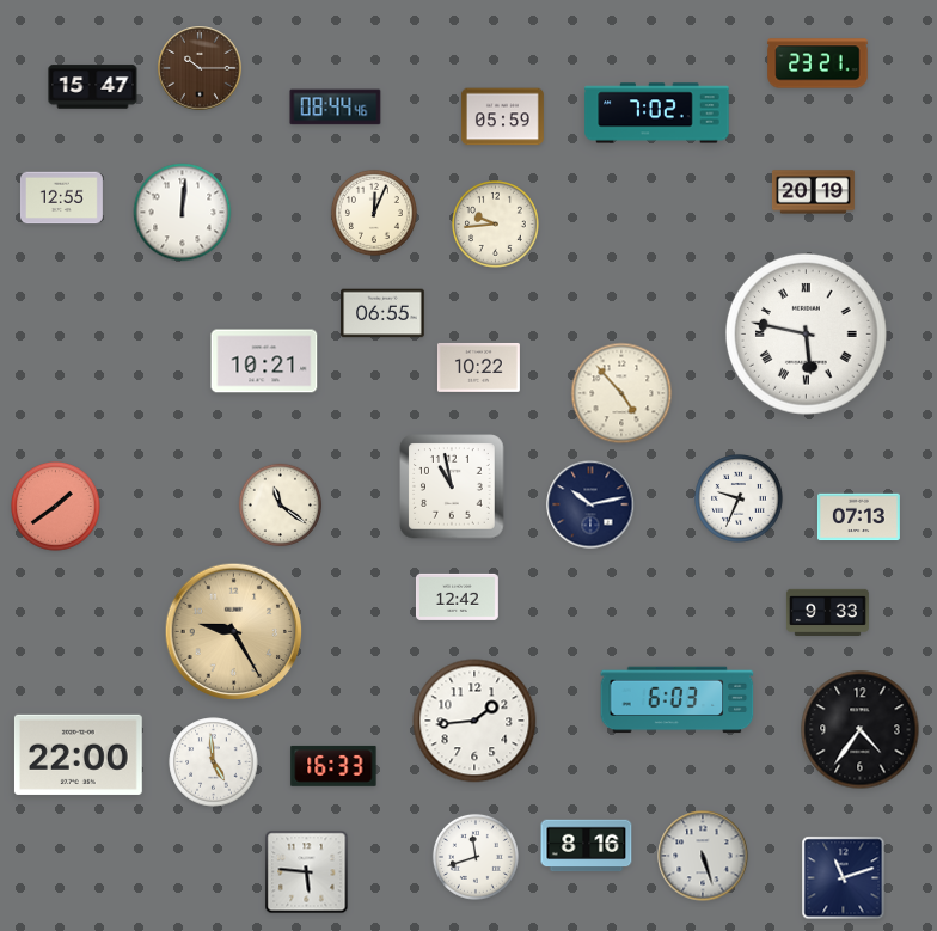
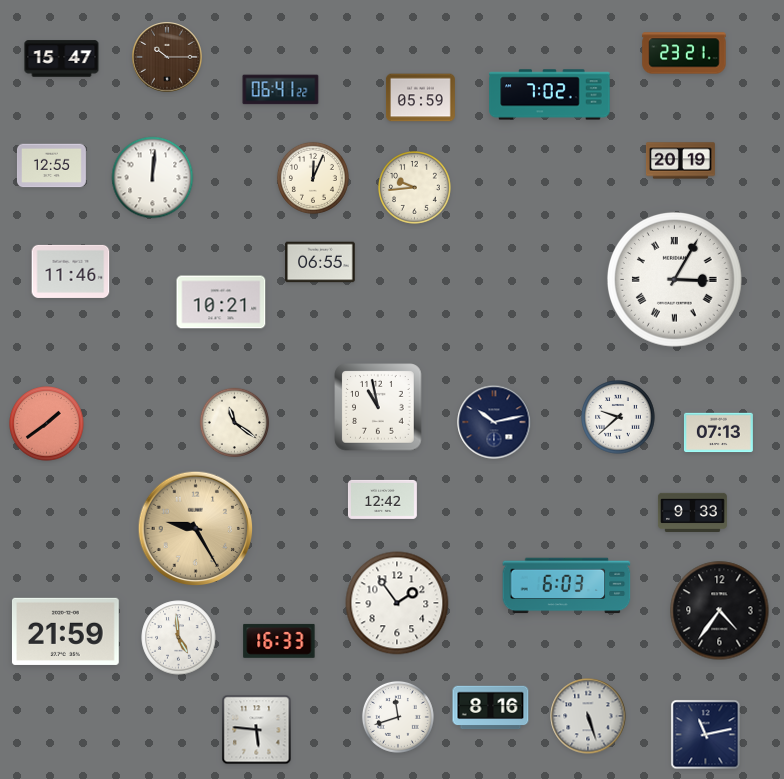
clock at (93, 87) position: (93, 87) -> (62, 59)
clock at (336, 108): 08:44 -> 06:41
clock at (71, 271): none -> 11:46
clock at (807, 335): 5:47 -> 3:05
clock at (478, 367): 10:22 -> none
clock at (621, 393): 4:53 -> none
clock at (739, 498): 9:34 -> 9:38
clock at (474, 721): 1:44 -> 1:54
clock at (78, 754): 22:00 -> 21:59
clock at (844, 878): 11:12 -> 11:13
